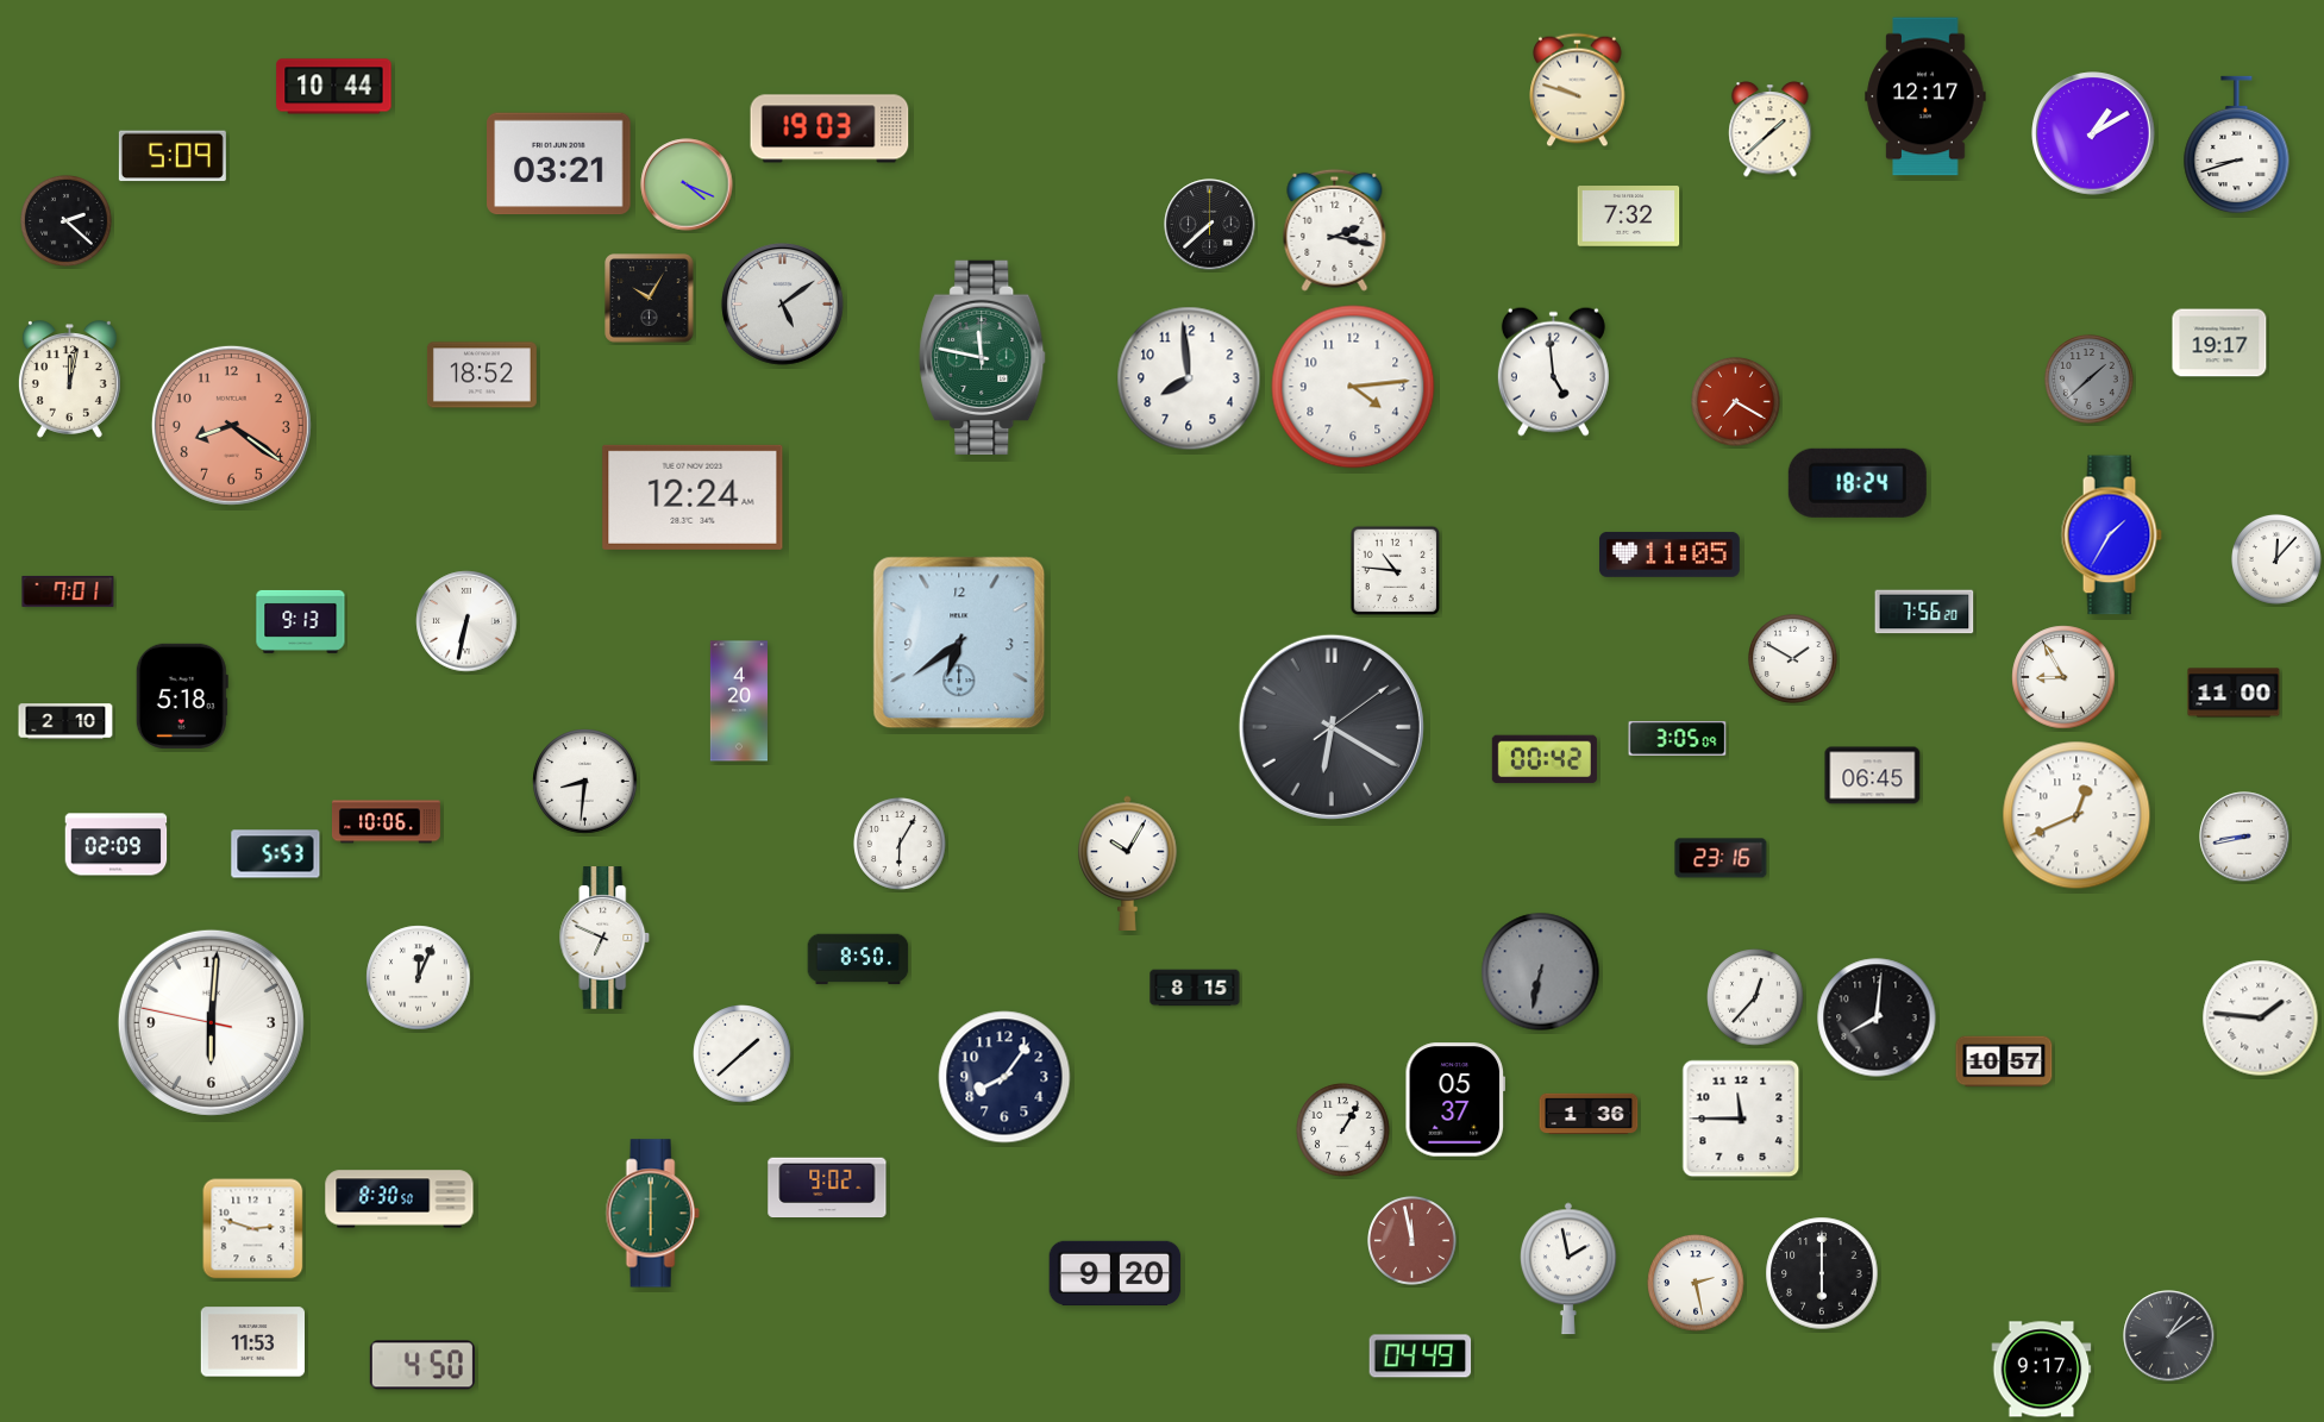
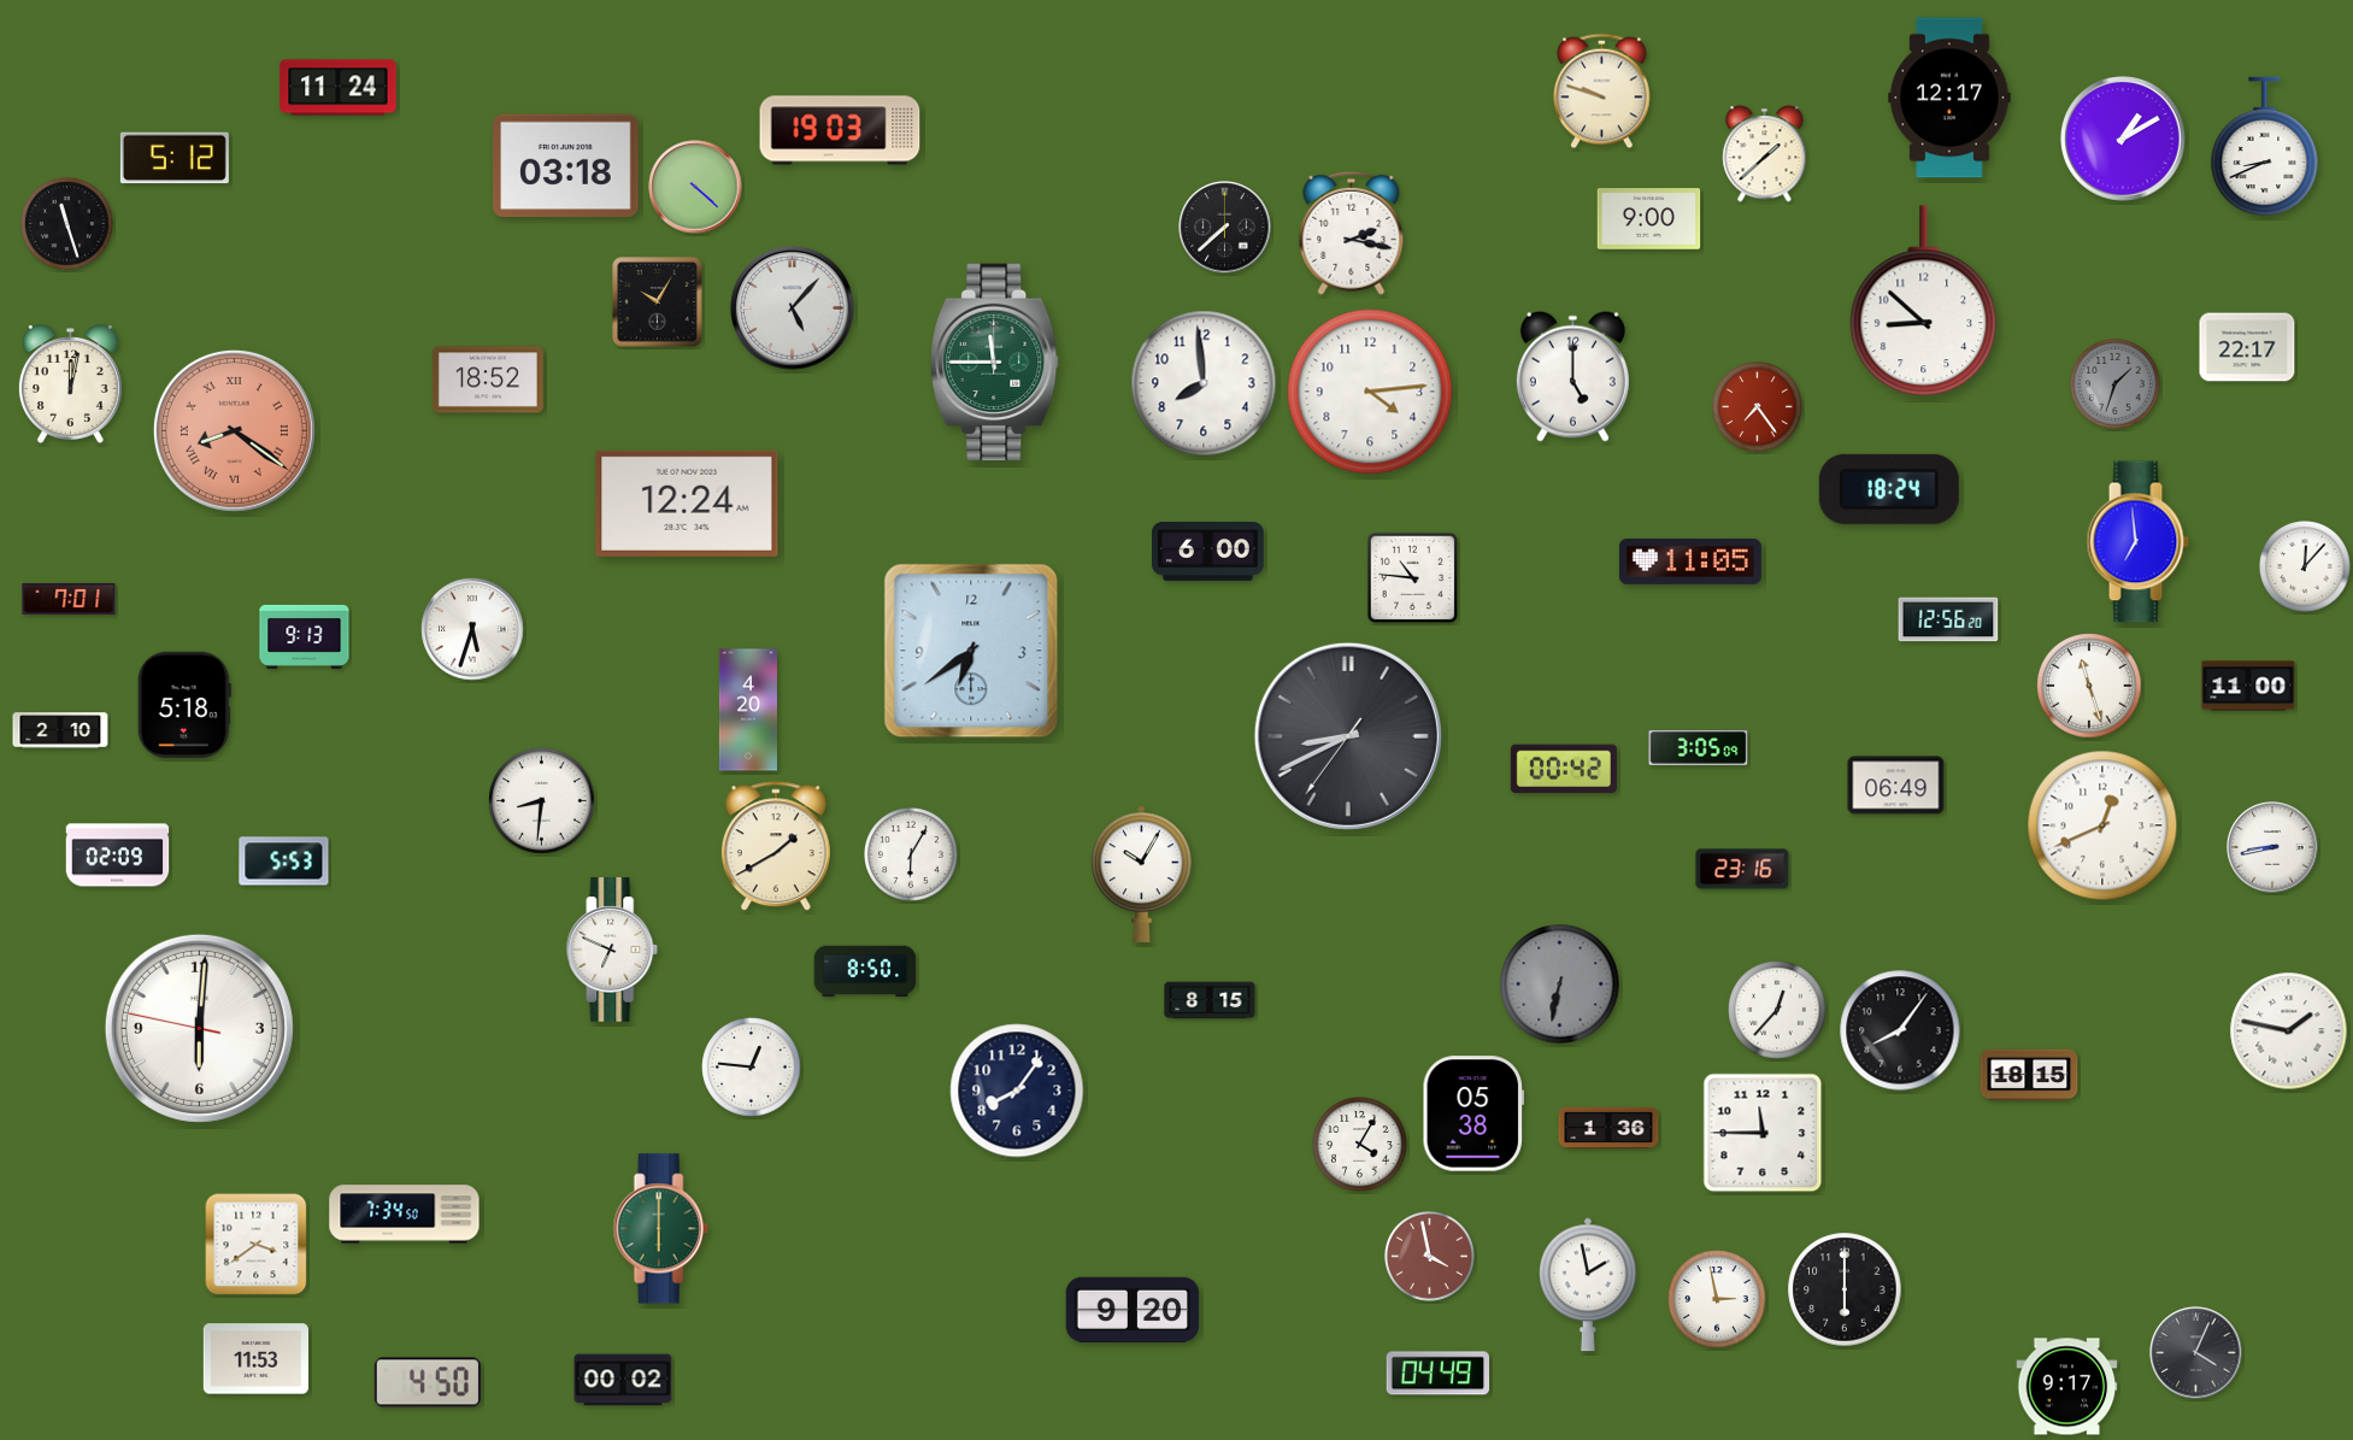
clock at (334, 87): 10:44 -> 11:24
clock at (1578, 90) position: (1578, 90) -> (1602, 92)
clock at (1771, 130) position: (1771, 130) -> (1765, 154)
clock at (2093, 133) position: (2093, 133) -> (2123, 139)
clock at (2237, 145): 8:42 -> 8:41
clock at (173, 156): 5:09 -> 5:12
clock at (559, 164): 03:21 -> 03:18
clock at (687, 184): 4:19 -> 4:22
clock at (1629, 217): 7:32 -> 9:00
clock at (67, 221): 2:22 -> 11:27
clock at (1924, 301): none -> 8:52
clock at (783, 305): 5:09 -> 5:07
clock at (2219, 343): 19:17 -> 22:17
clock at (983, 357): 11:47 -> 11:45
clock at (1553, 371): 4:59 -> 5:00
clock at (2090, 380): 1:38 -> 1:33
clock at (1736, 402): 7:20 -> 7:24
clock at (231, 425) numerals: Arabic -> Roman
clock at (1858, 483) position: (1858, 483) -> (1889, 489)
clock at (693, 497) position: (693, 497) -> (687, 504)
clock at (2111, 535): 1:35 -> 6:59
clock at (1208, 552): none -> 6:00
clock at (1924, 612): 7:56 -> 12:56
clock at (301, 621) position: (301, 621) -> (305, 636)
clock at (466, 621): 6:32 -> 5:33
clock at (1793, 659): 1:50 -> none
clock at (2063, 677): 8:55 -> 11:27
clock at (2234, 693) position: (2234, 693) -> (2248, 686)
clock at (65, 721) position: (65, 721) -> (60, 730)
clock at (1332, 727): 6:20 -> 8:40
clock at (1873, 776): 06:45 -> 06:49
clock at (585, 782) position: (585, 782) -> (542, 801)
clock at (386, 822): 10:06 -> none
clock at (776, 847): none -> 1:40
clock at (276, 854) position: (276, 854) -> (284, 862)
clock at (858, 959) position: (858, 959) -> (865, 971)
clock at (419, 978): 12:04 -> none
clock at (1877, 1017): 8:01 -> 8:06
clock at (2261, 1019): 1:46 -> 1:47
clock at (211, 1022) position: (211, 1022) -> (199, 1028)
clock at (743, 1054): 1:38 -> 12:46
clock at (2004, 1061): 10:57 -> 18:15
clock at (1454, 1100): 05:37 -> 05:38
clock at (1343, 1130): 1:05 -> 4:05
clock at (827, 1188): 9:02 -> none
clock at (400, 1199): 8:30 -> 7:34
clock at (253, 1229): 2:48 -> 3:39
clock at (1412, 1241): 11:58 -> 3:58
clock at (1115, 1273) position: (1115, 1273) -> (1133, 1310)
clock at (1696, 1283): 2:28 -> 2:58
clock at (2169, 1336): 1:09 -> 4:04
clock at (623, 1380): none -> 00:02
